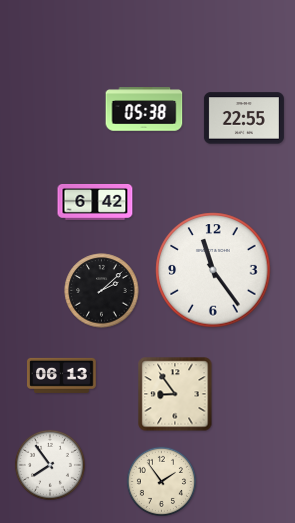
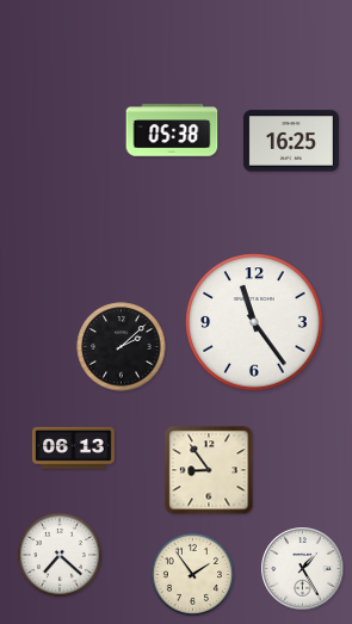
clock at (244, 118): 22:55 -> 16:25
clock at (95, 203): 6:42 -> none
clock at (50, 465): 7:54 -> 7:22
clock at (303, 569): none -> 1:25
